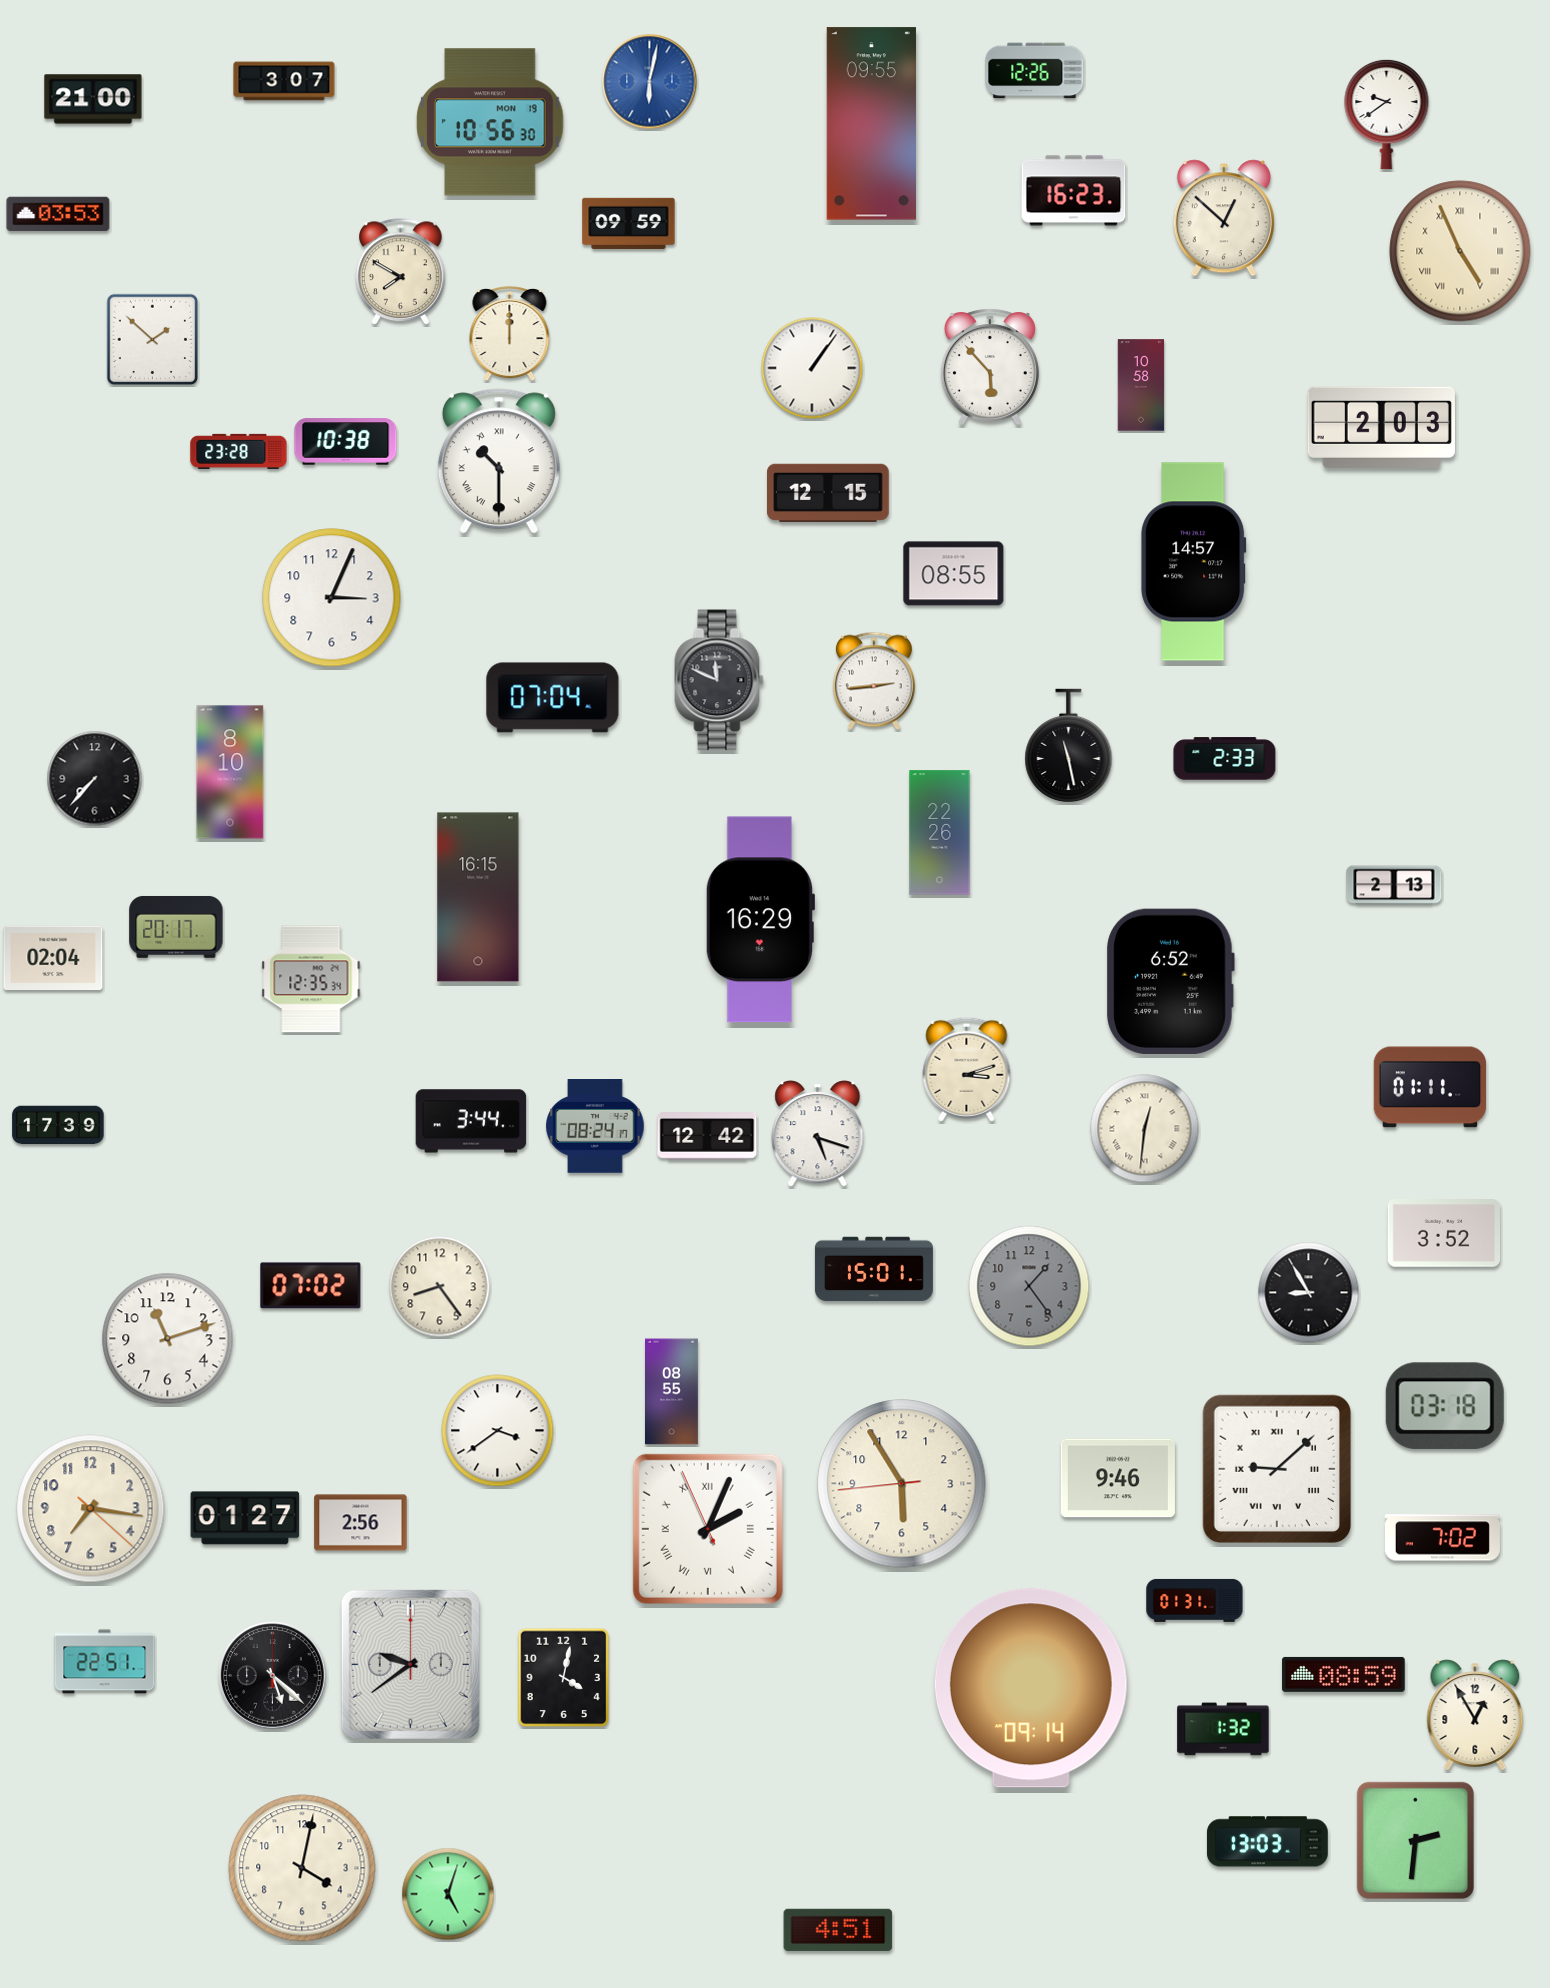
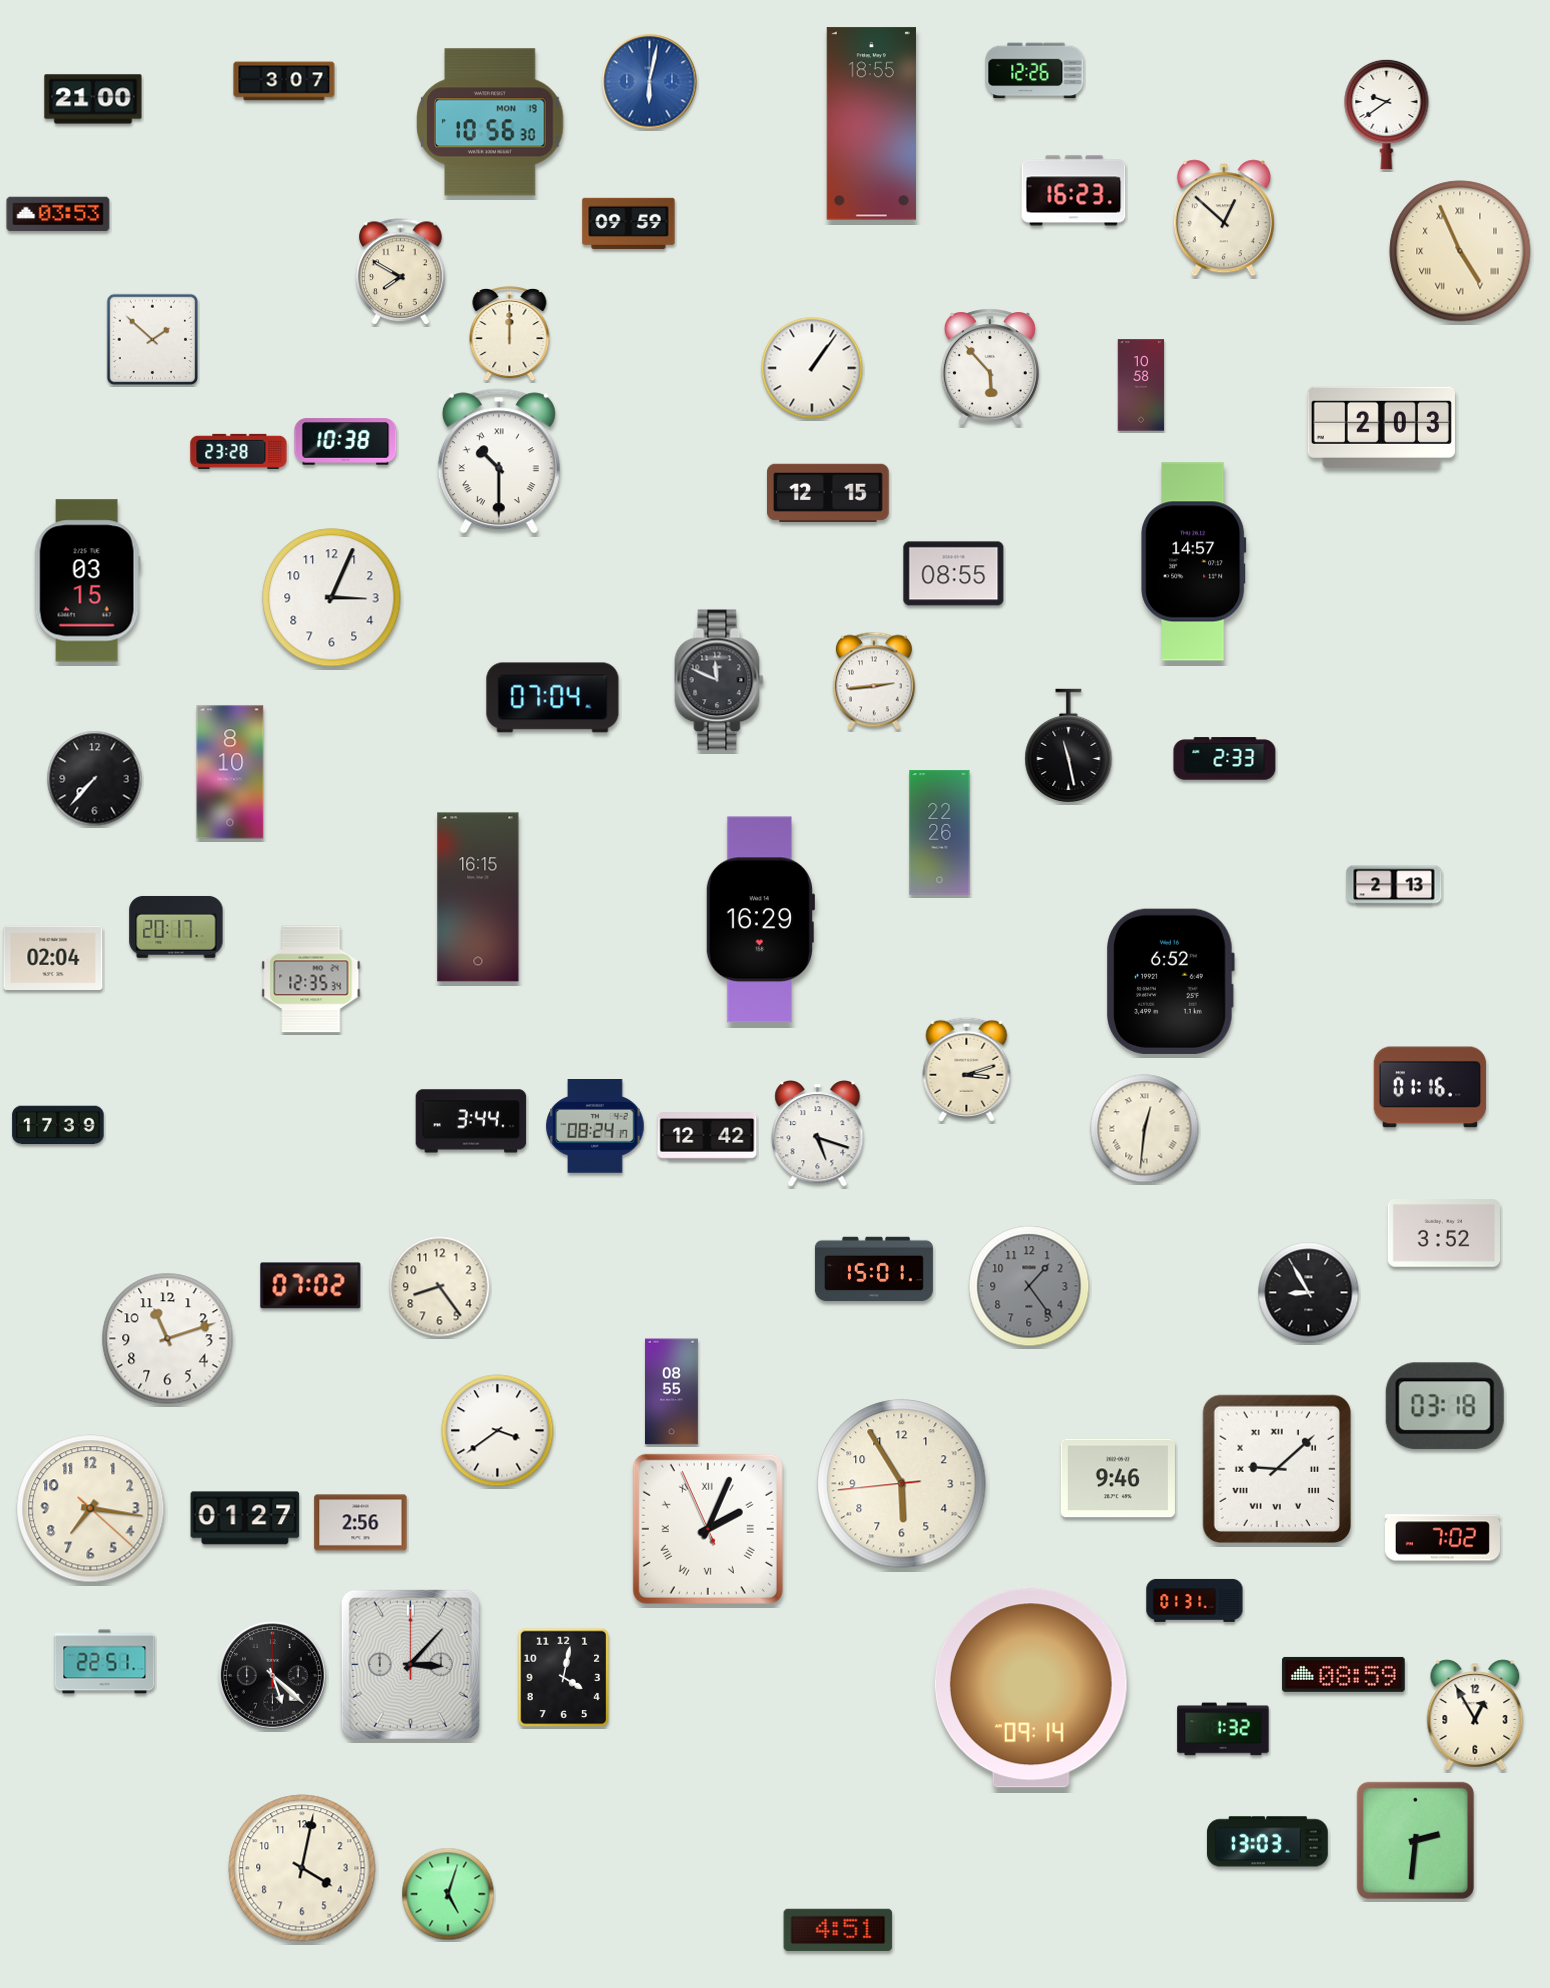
clock at (871, 124): 09:55 -> 18:55
clock at (87, 581): none -> 03:15
clock at (1430, 1087): 01:11 -> 01:16
clock at (410, 1664): 9:39 -> 3:07
